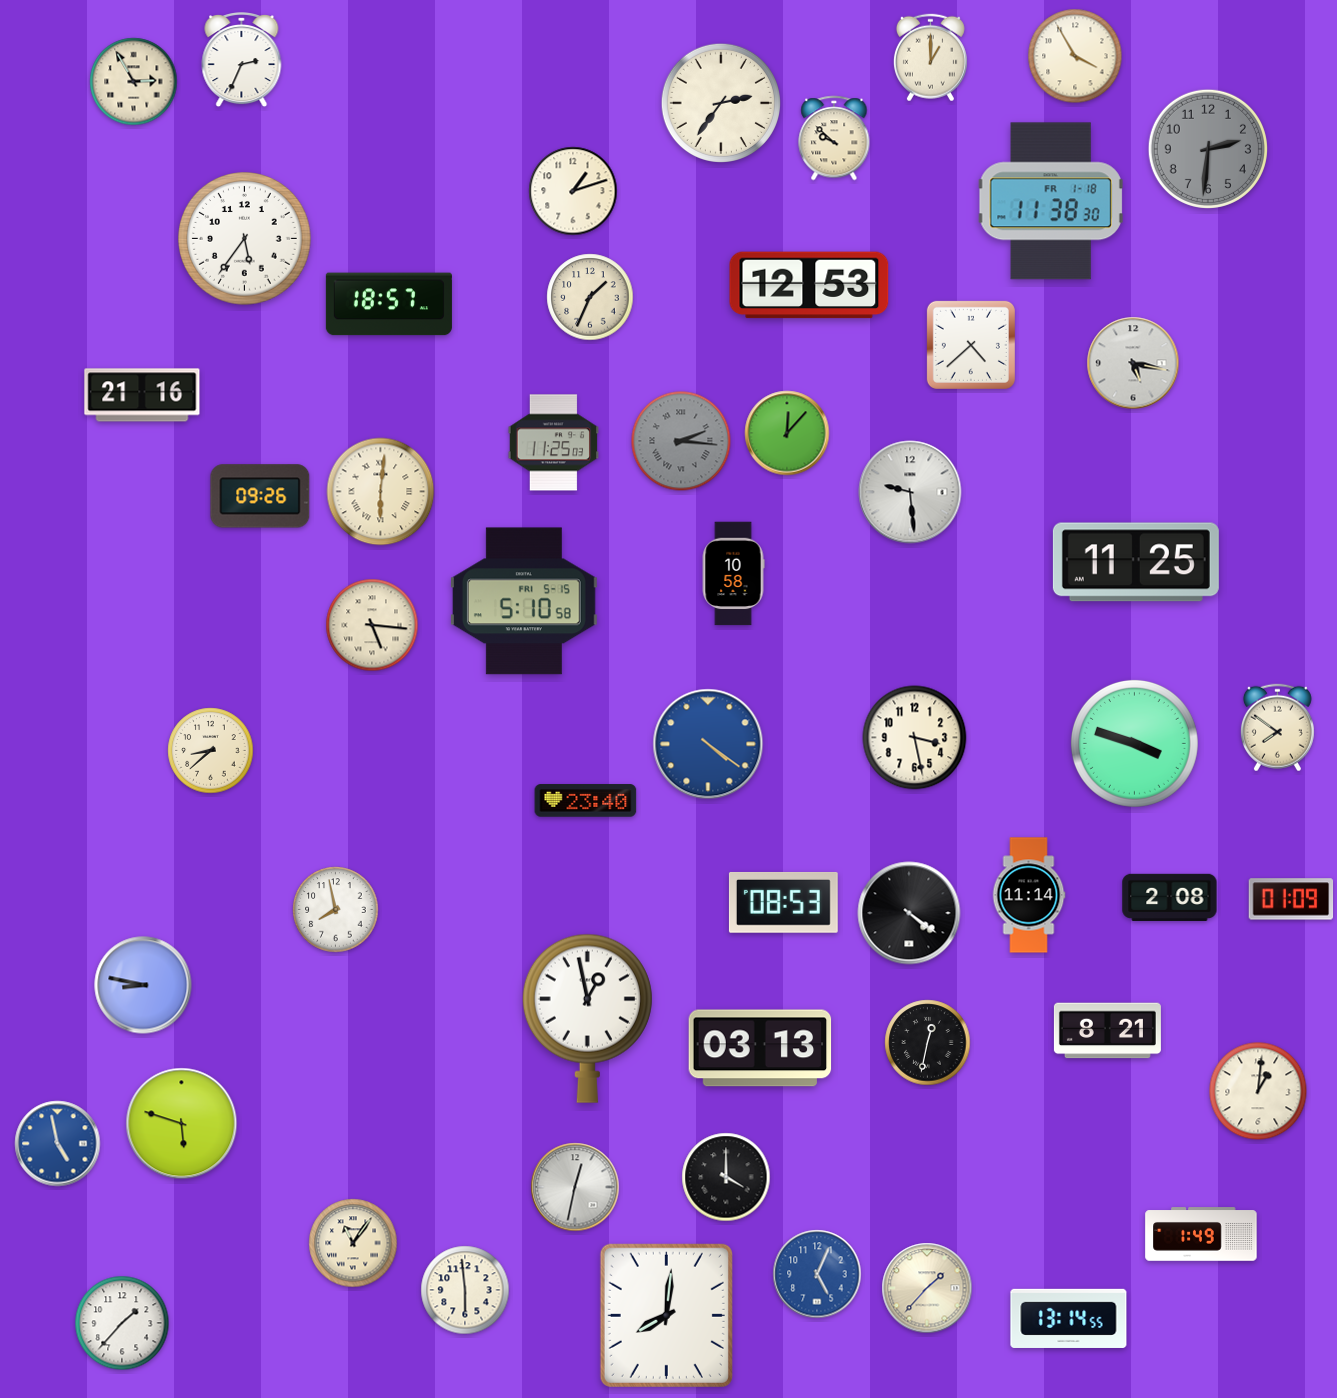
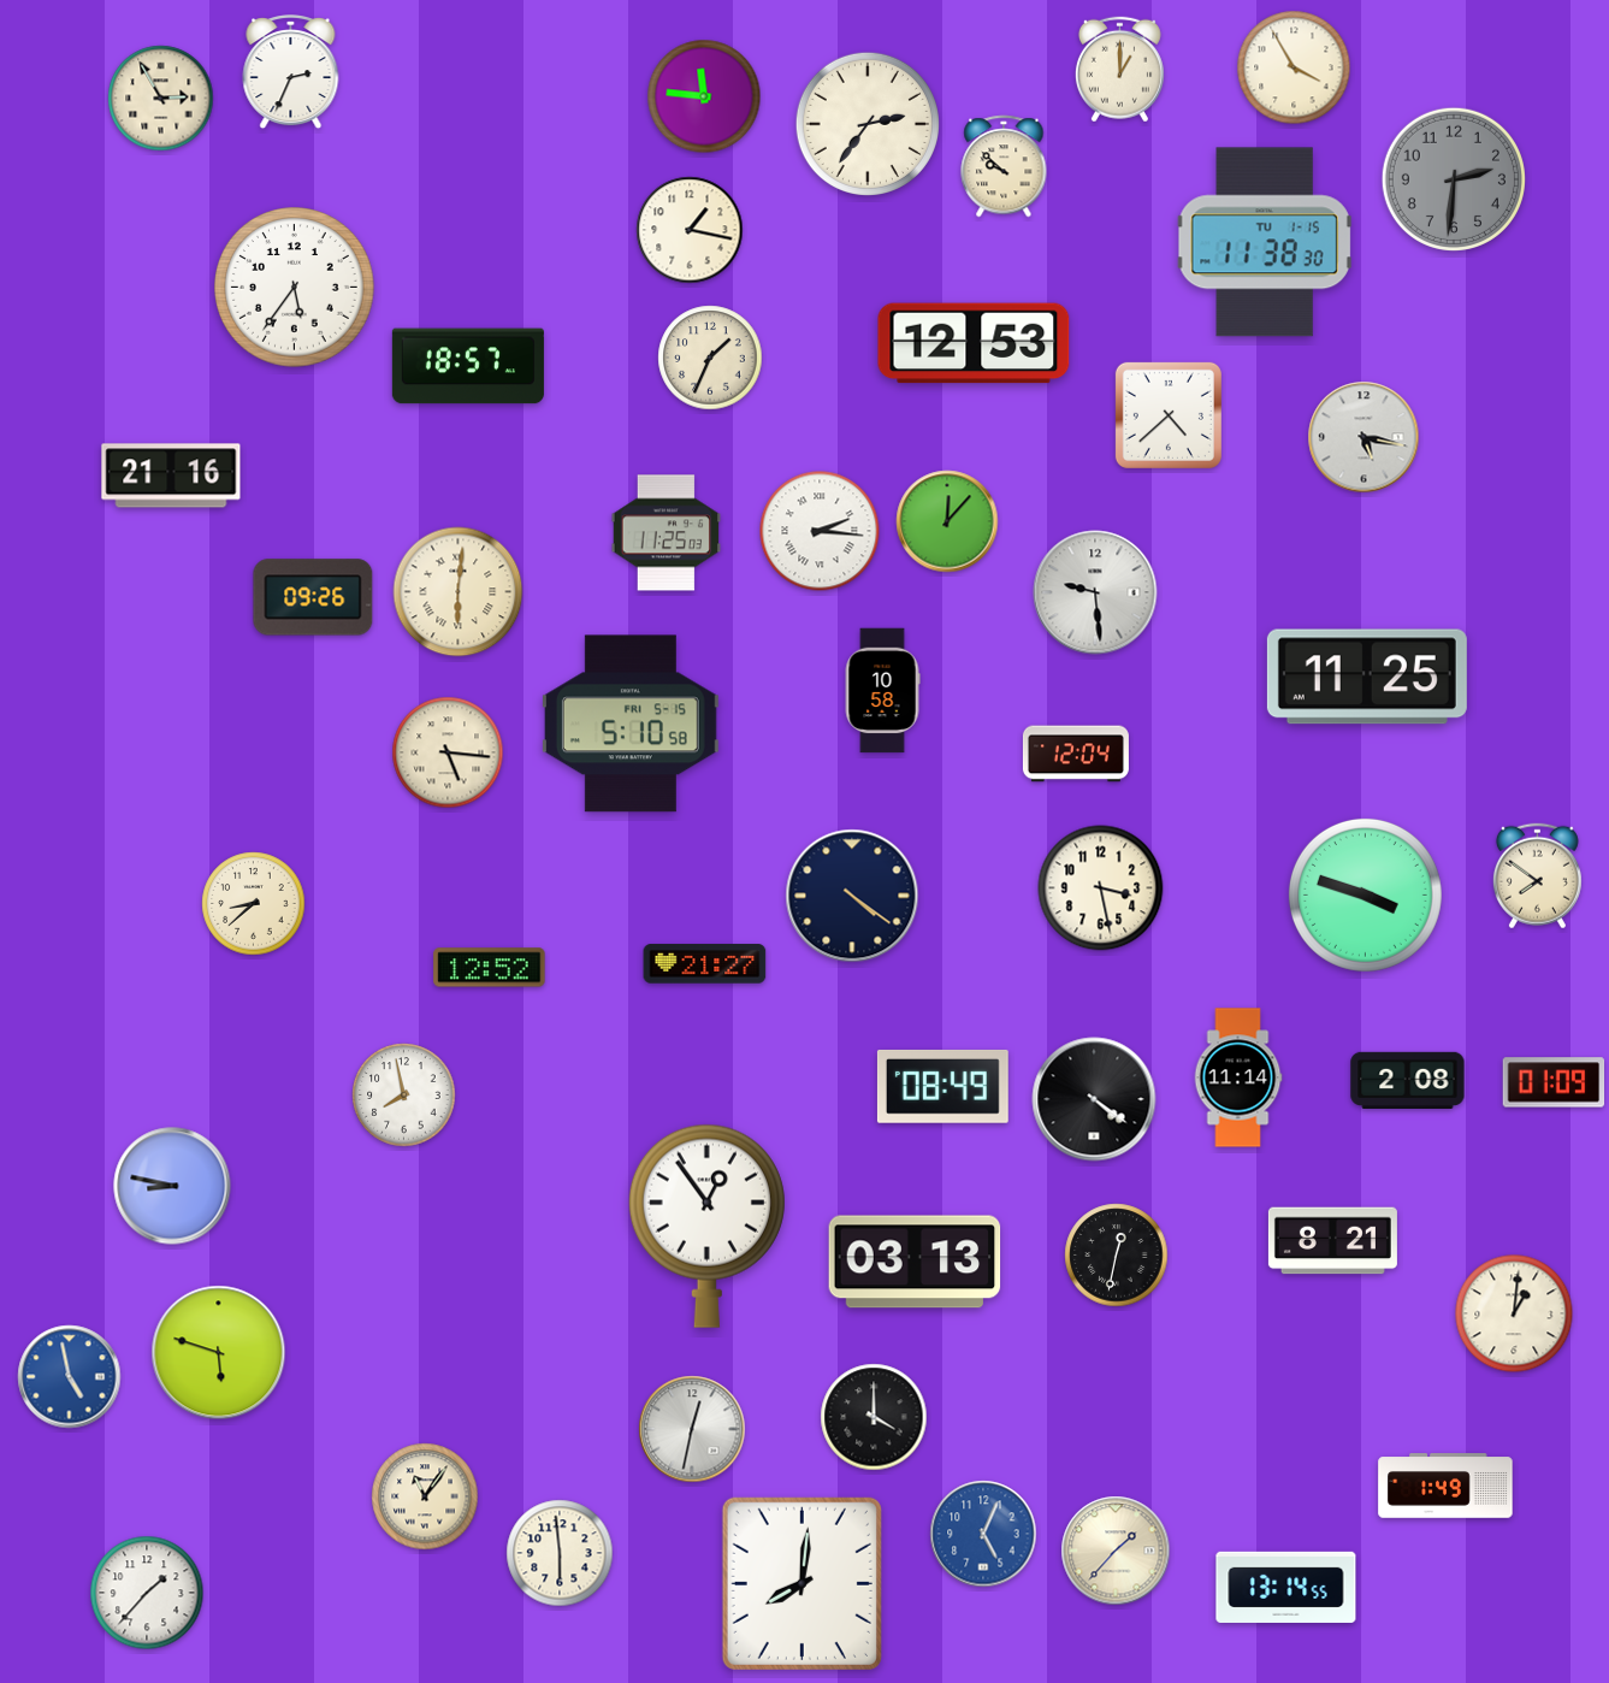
clock at (704, 96): none -> 11:46
clock at (573, 191): 1:12 -> 1:17
clock at (1051, 201) date: FR 1-18 -> TU 1-15
clock at (681, 441) dial: grey -> white
clock at (1076, 754): none -> 12:04
clock at (708, 744) dial: blue -> navy
clock at (586, 801): 23:40 -> 21:27
clock at (490, 968): none -> 12:52
clock at (783, 902): 08:53 -> 08:49
clock at (587, 1018): 12:58 -> 12:54
